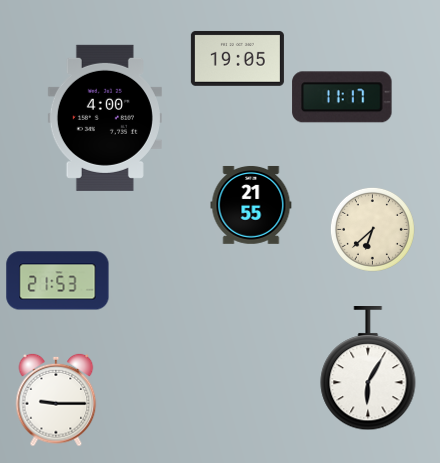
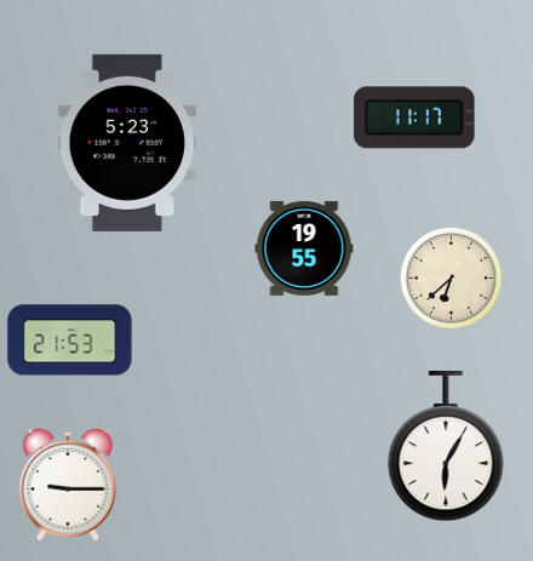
clock at (237, 58): 19:05 -> none
clock at (105, 118): 4:00 -> 5:23
clock at (251, 205): 21:55 -> 19:55
